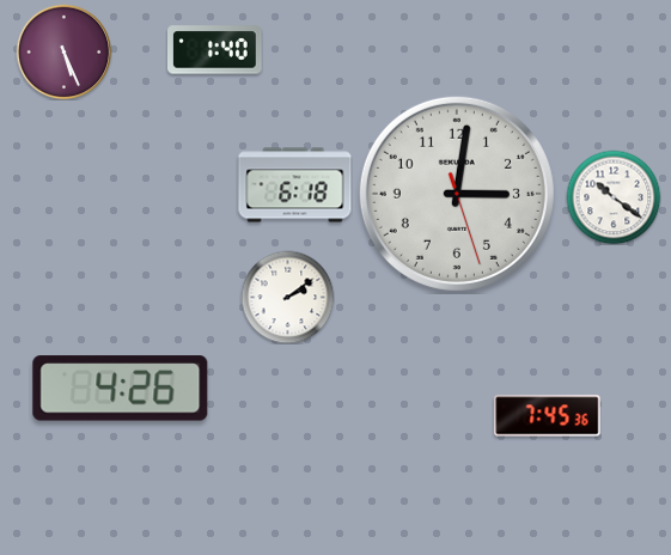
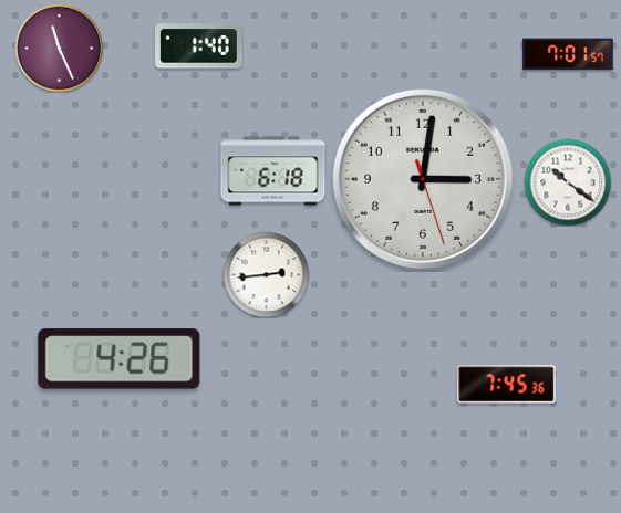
clock at (63, 51): 5:26 -> 11:26
clock at (568, 54): none -> 7:01
clock at (287, 297): 2:09 -> 2:44
clock at (121, 389) position: (121, 389) -> (120, 359)
